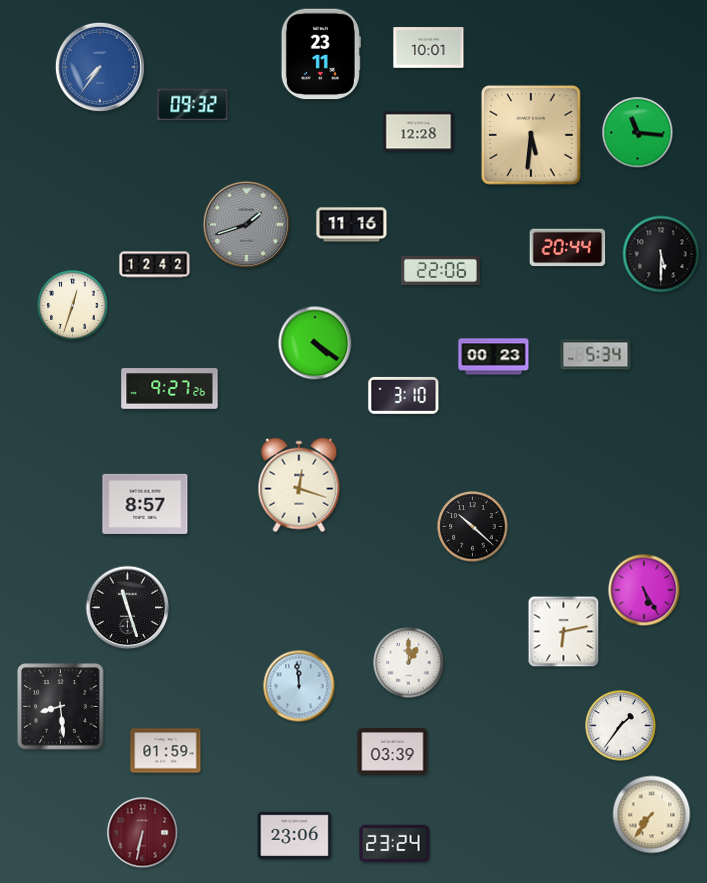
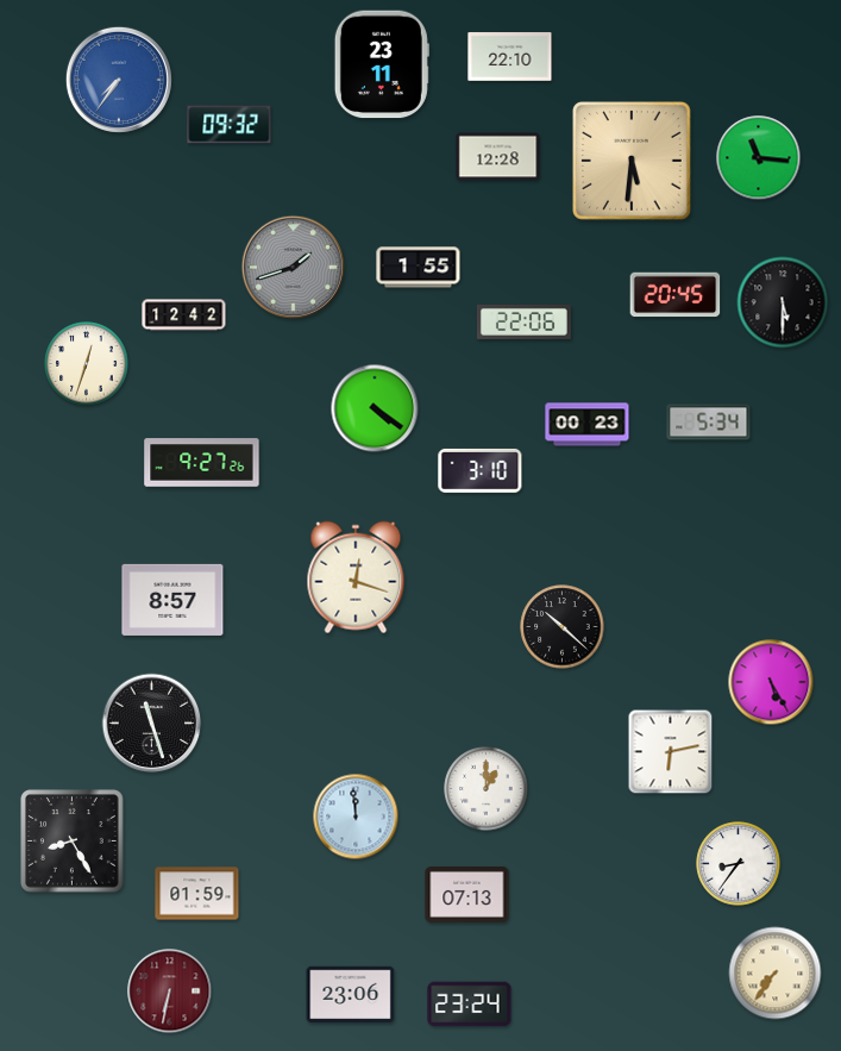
clock at (429, 48): 10:01 -> 22:10
clock at (352, 225): 11:16 -> 1:55
clock at (568, 248): 20:44 -> 20:45
clock at (661, 254) position: (661, 254) -> (783, 302)
clock at (644, 590) position: (644, 590) -> (771, 682)
clock at (61, 707): 8:29 -> 8:25
clock at (621, 726): 1:36 -> 8:36
clock at (393, 751): 03:39 -> 07:13
clock at (652, 815) position: (652, 815) -> (776, 974)
